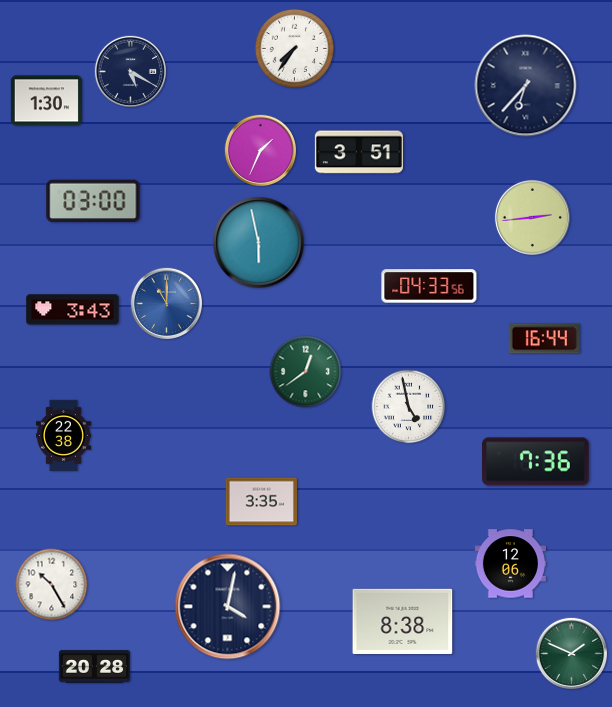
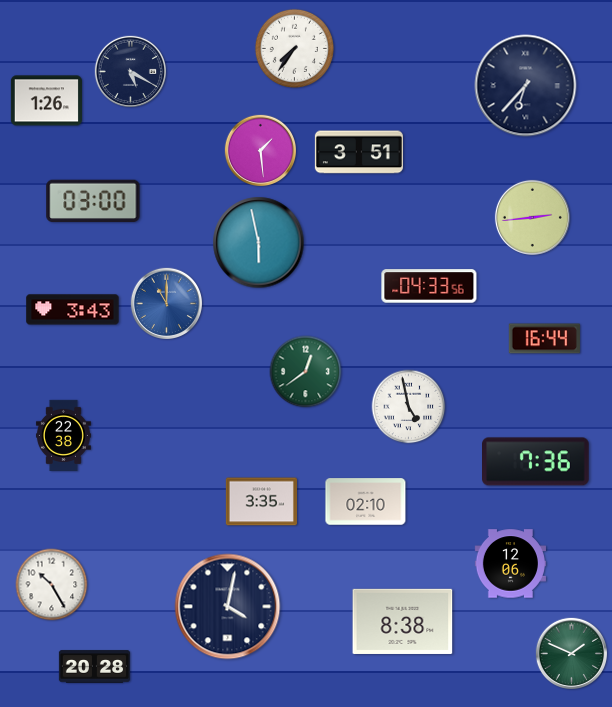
clock at (46, 101): 1:30 -> 1:26
clock at (260, 150): 1:34 -> 1:29
clock at (366, 502): none -> 02:10
